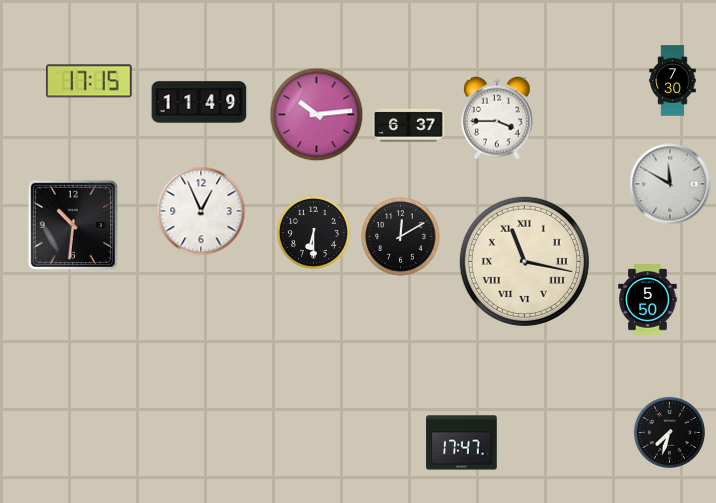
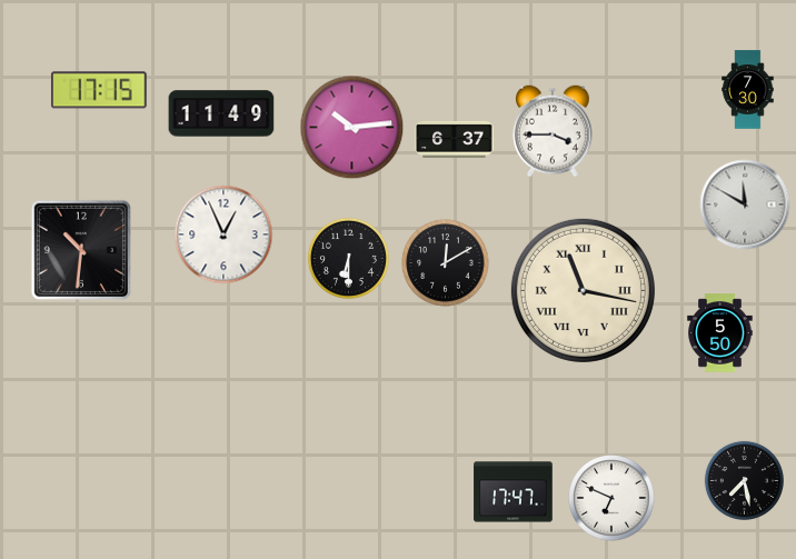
clock at (669, 432): 7:33 -> 7:28
clock at (611, 498): none -> 6:49
